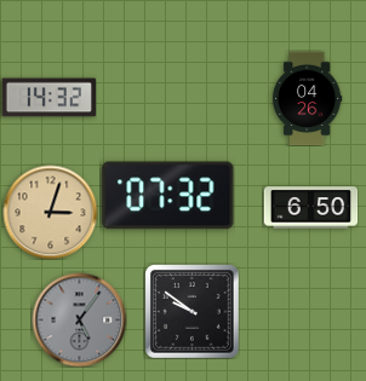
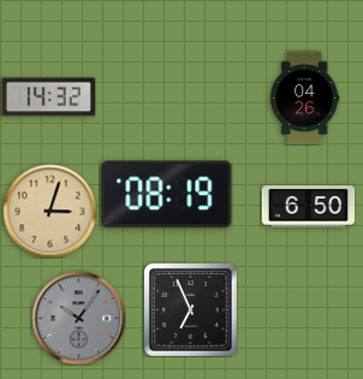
clock at (168, 196): 07:32 -> 08:19
clock at (191, 311): 9:51 -> 6:56
clock at (79, 319): 5:06 -> 10:06
